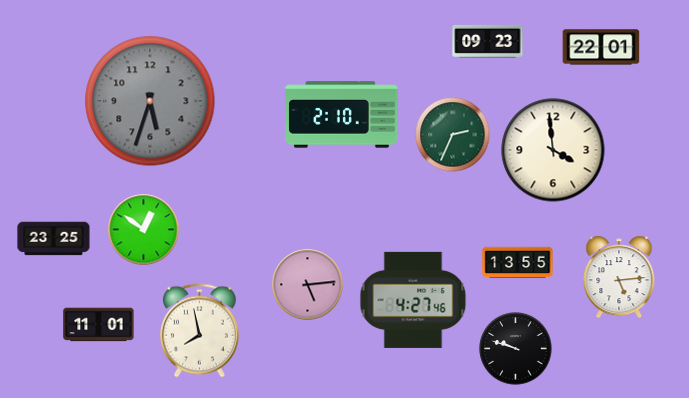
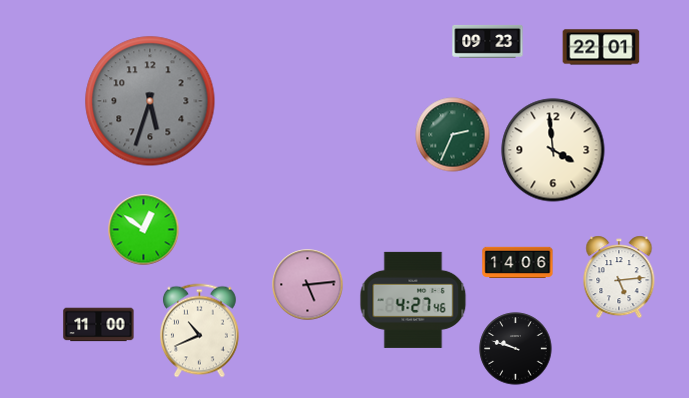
clock at (342, 115): 2:10 -> none
clock at (54, 239): 23:25 -> none
clock at (518, 263): 13:55 -> 14:06
clock at (99, 325): 11:01 -> 11:00
clock at (199, 331): 7:58 -> 10:41
